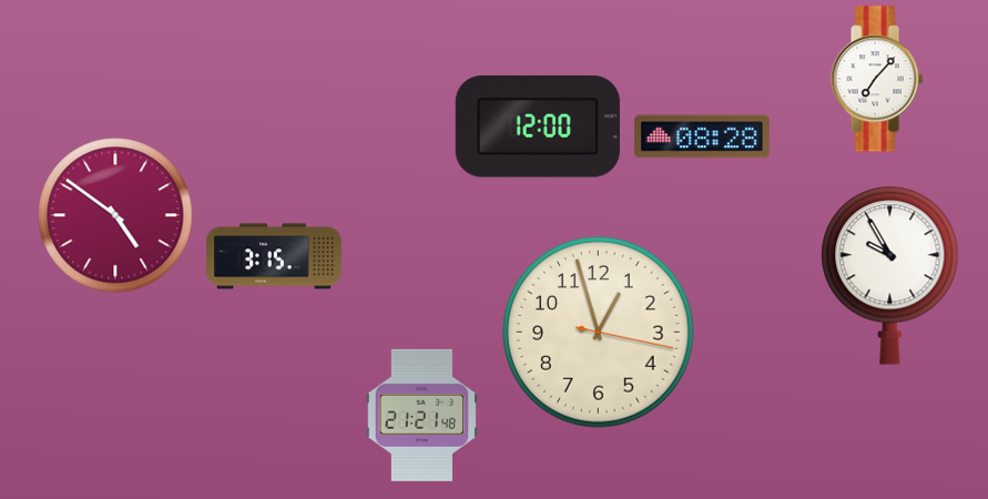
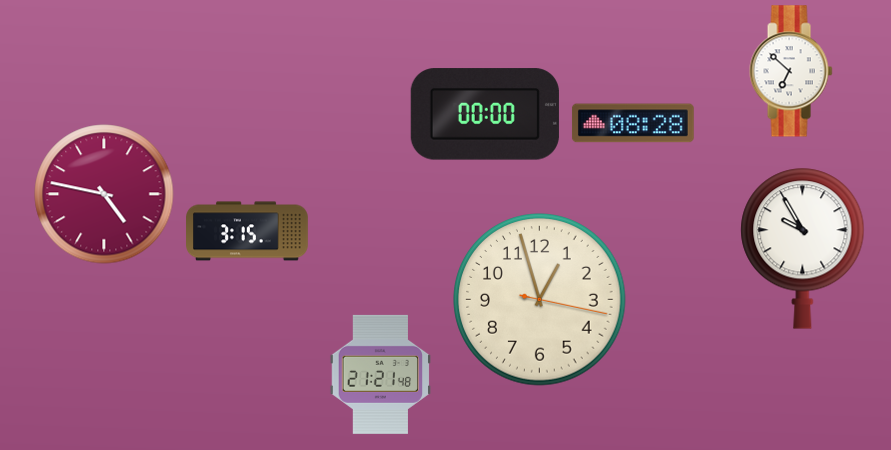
clock at (877, 79): 7:07 -> 6:52
clock at (538, 126): 12:00 -> 00:00
clock at (115, 215): 4:51 -> 4:47
